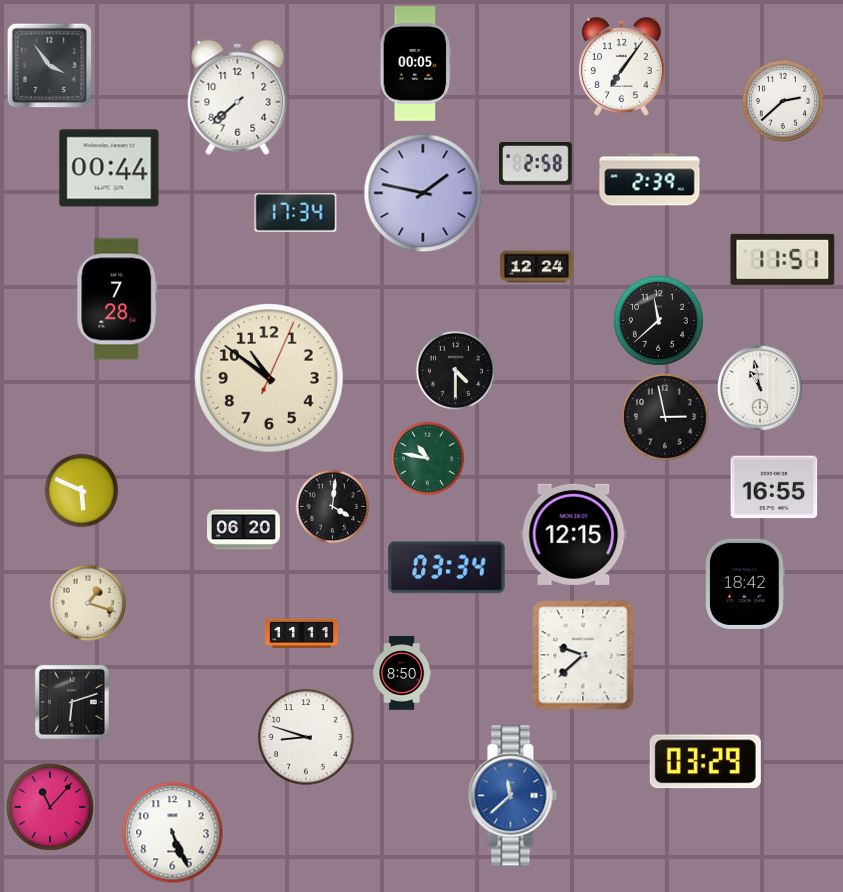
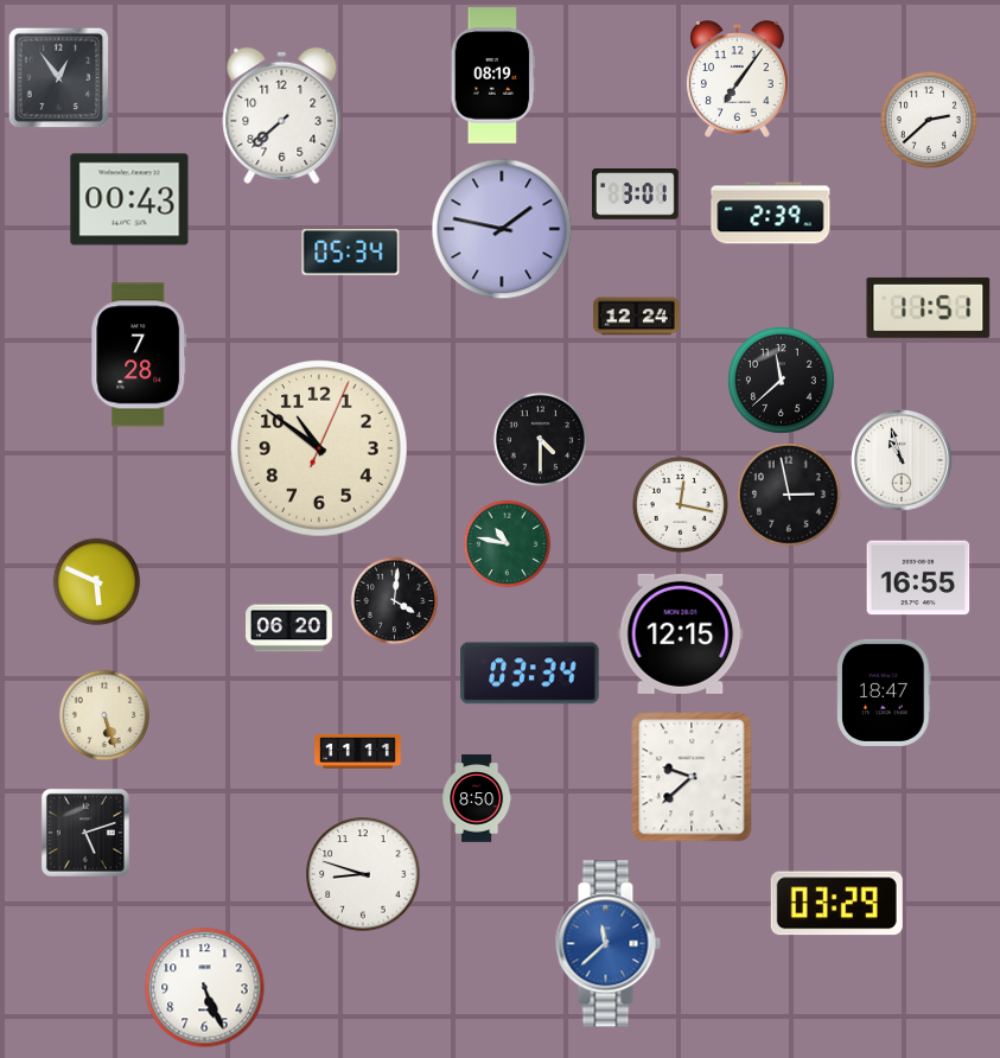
clock at (416, 64): 00:05 -> 08:19
clock at (50, 66): 3:54 -> 12:54
clock at (536, 164): 2:58 -> 3:01
clock at (109, 168): 00:44 -> 00:43
clock at (296, 213): 17:34 -> 05:34
clock at (761, 389): 10:58 -> 10:57
clock at (680, 504): none -> 12:17
clock at (745, 584): 18:42 -> 18:47
clock at (88, 603): 1:18 -> 5:27
clock at (72, 702): 6:12 -> 5:12
clock at (50, 807): 11:07 -> none
